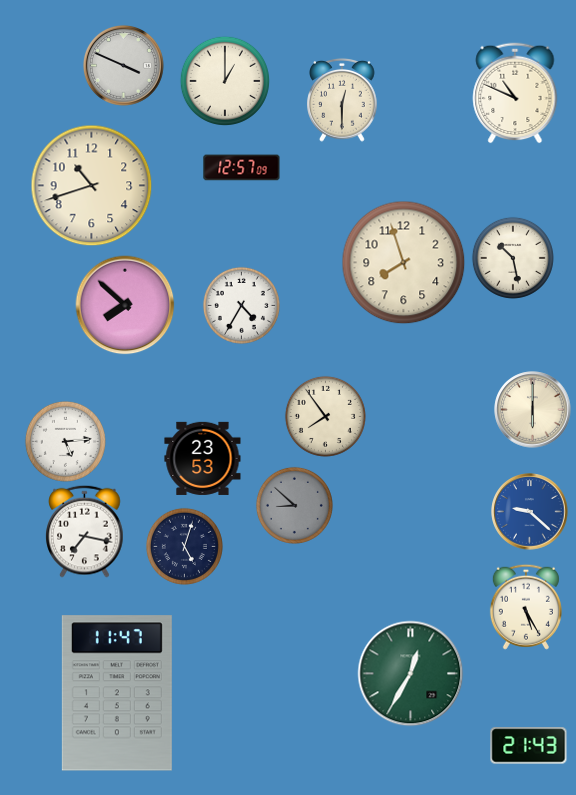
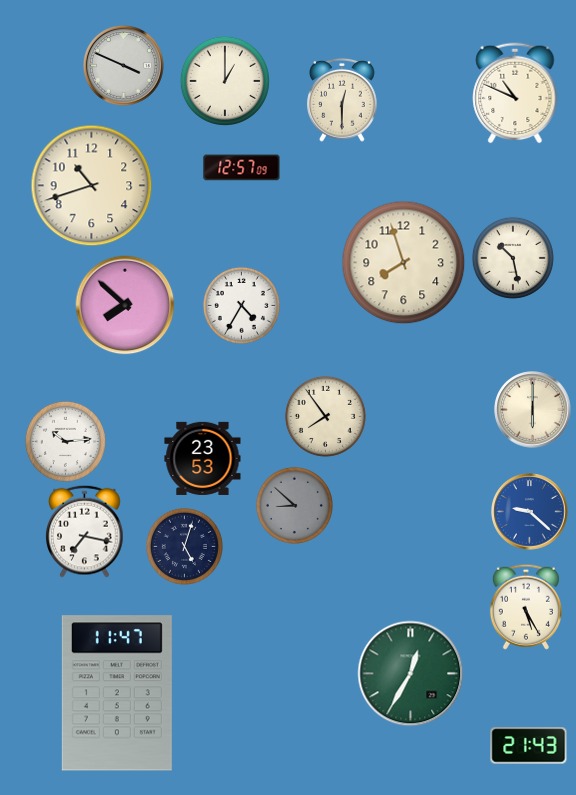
clock at (65, 441): 5:14 -> 10:14
